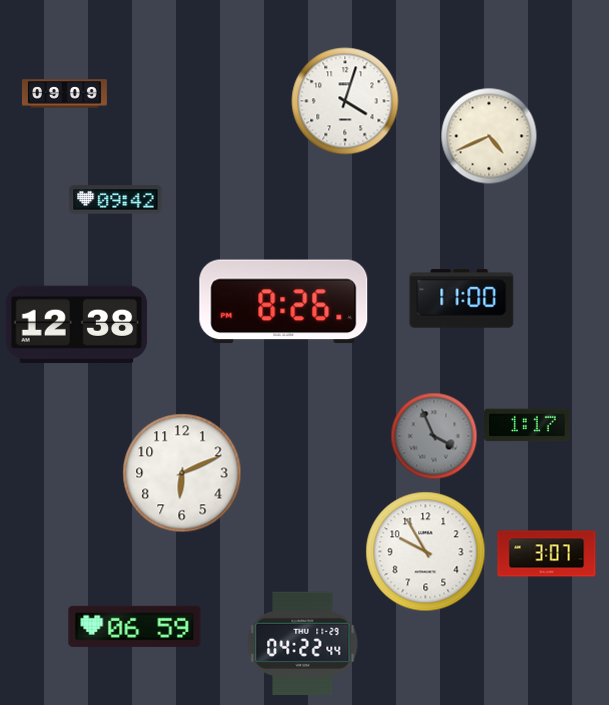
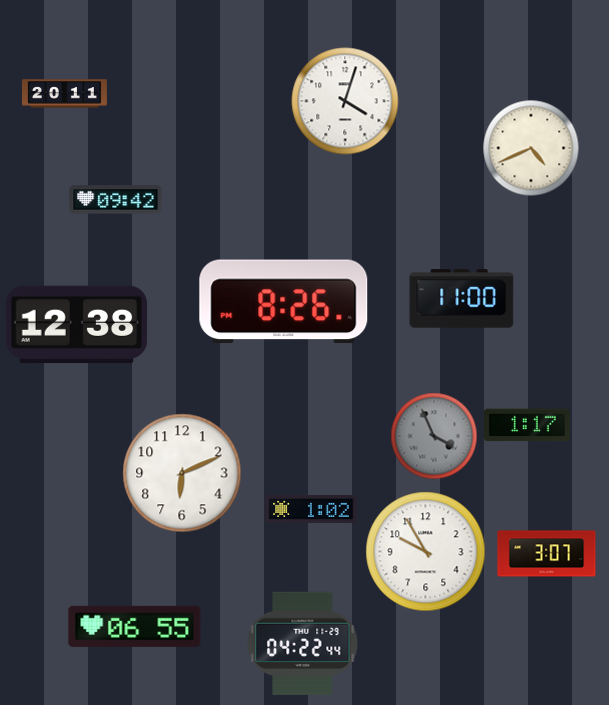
clock at (64, 94): 09:09 -> 20:11
clock at (489, 136) position: (489, 136) -> (531, 148)
clock at (311, 509): none -> 1:02
clock at (135, 626): 06:59 -> 06:55
